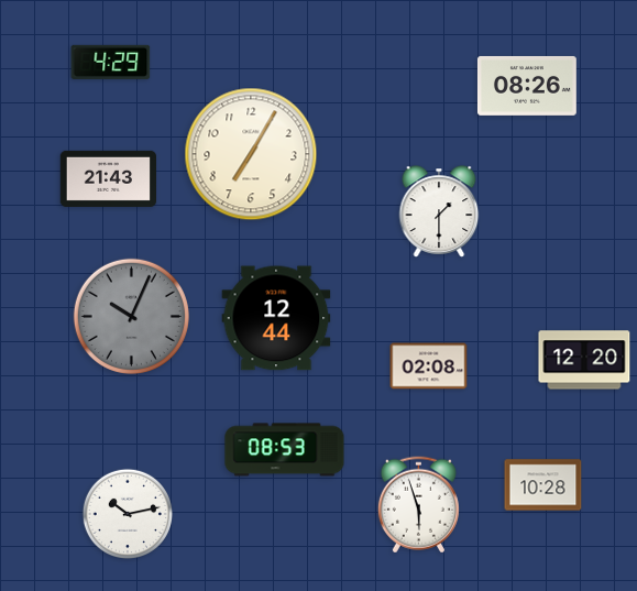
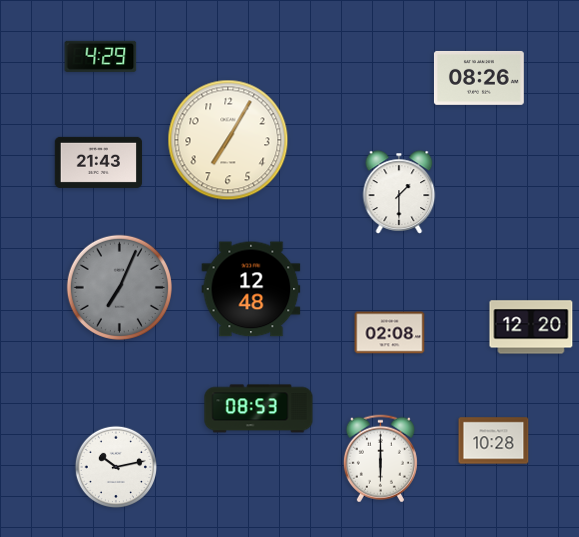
clock at (131, 316): 10:04 -> 7:04
clock at (276, 318): 12:44 -> 12:48
clock at (418, 505): 5:57 -> 6:00
